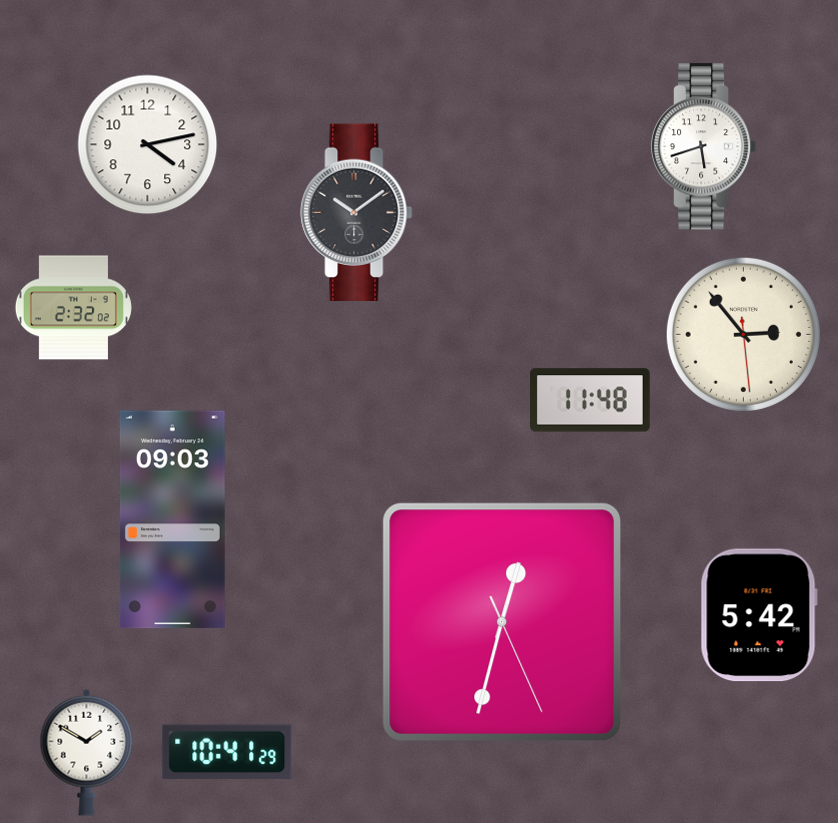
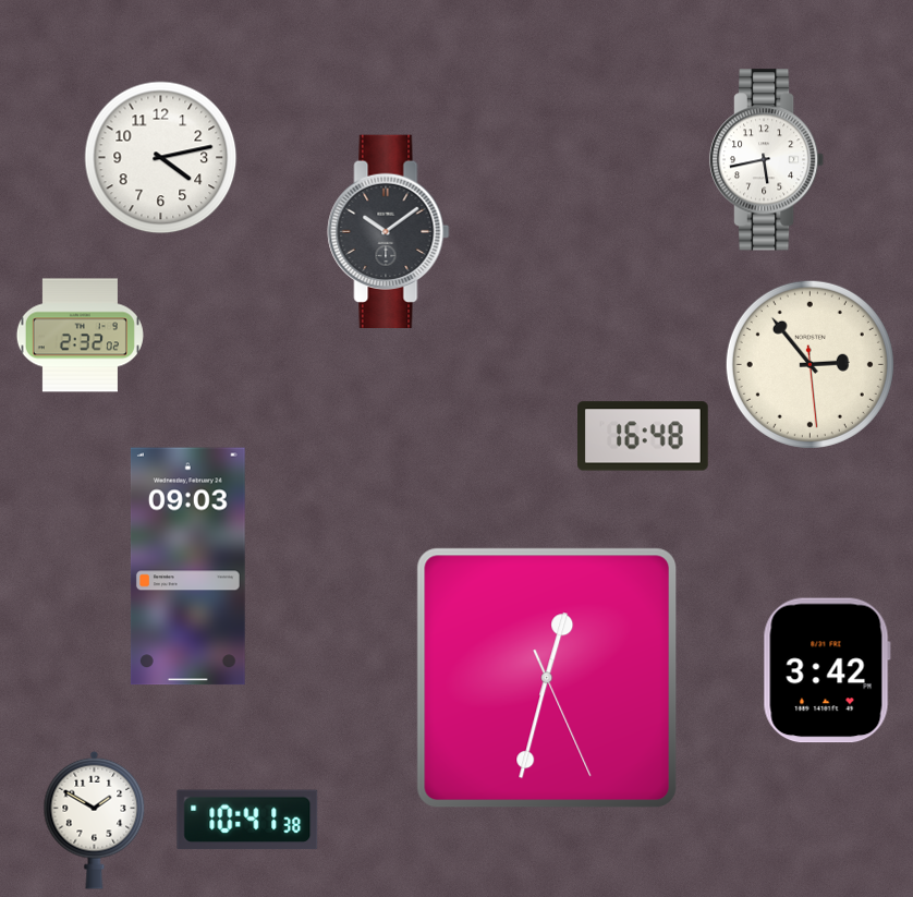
clock at (704, 147): 5:42 -> 5:43
clock at (591, 400): 11:48 -> 16:48
clock at (759, 615): 5:42 -> 3:42
clock at (227, 752): 10:41:29 -> 10:41:38
